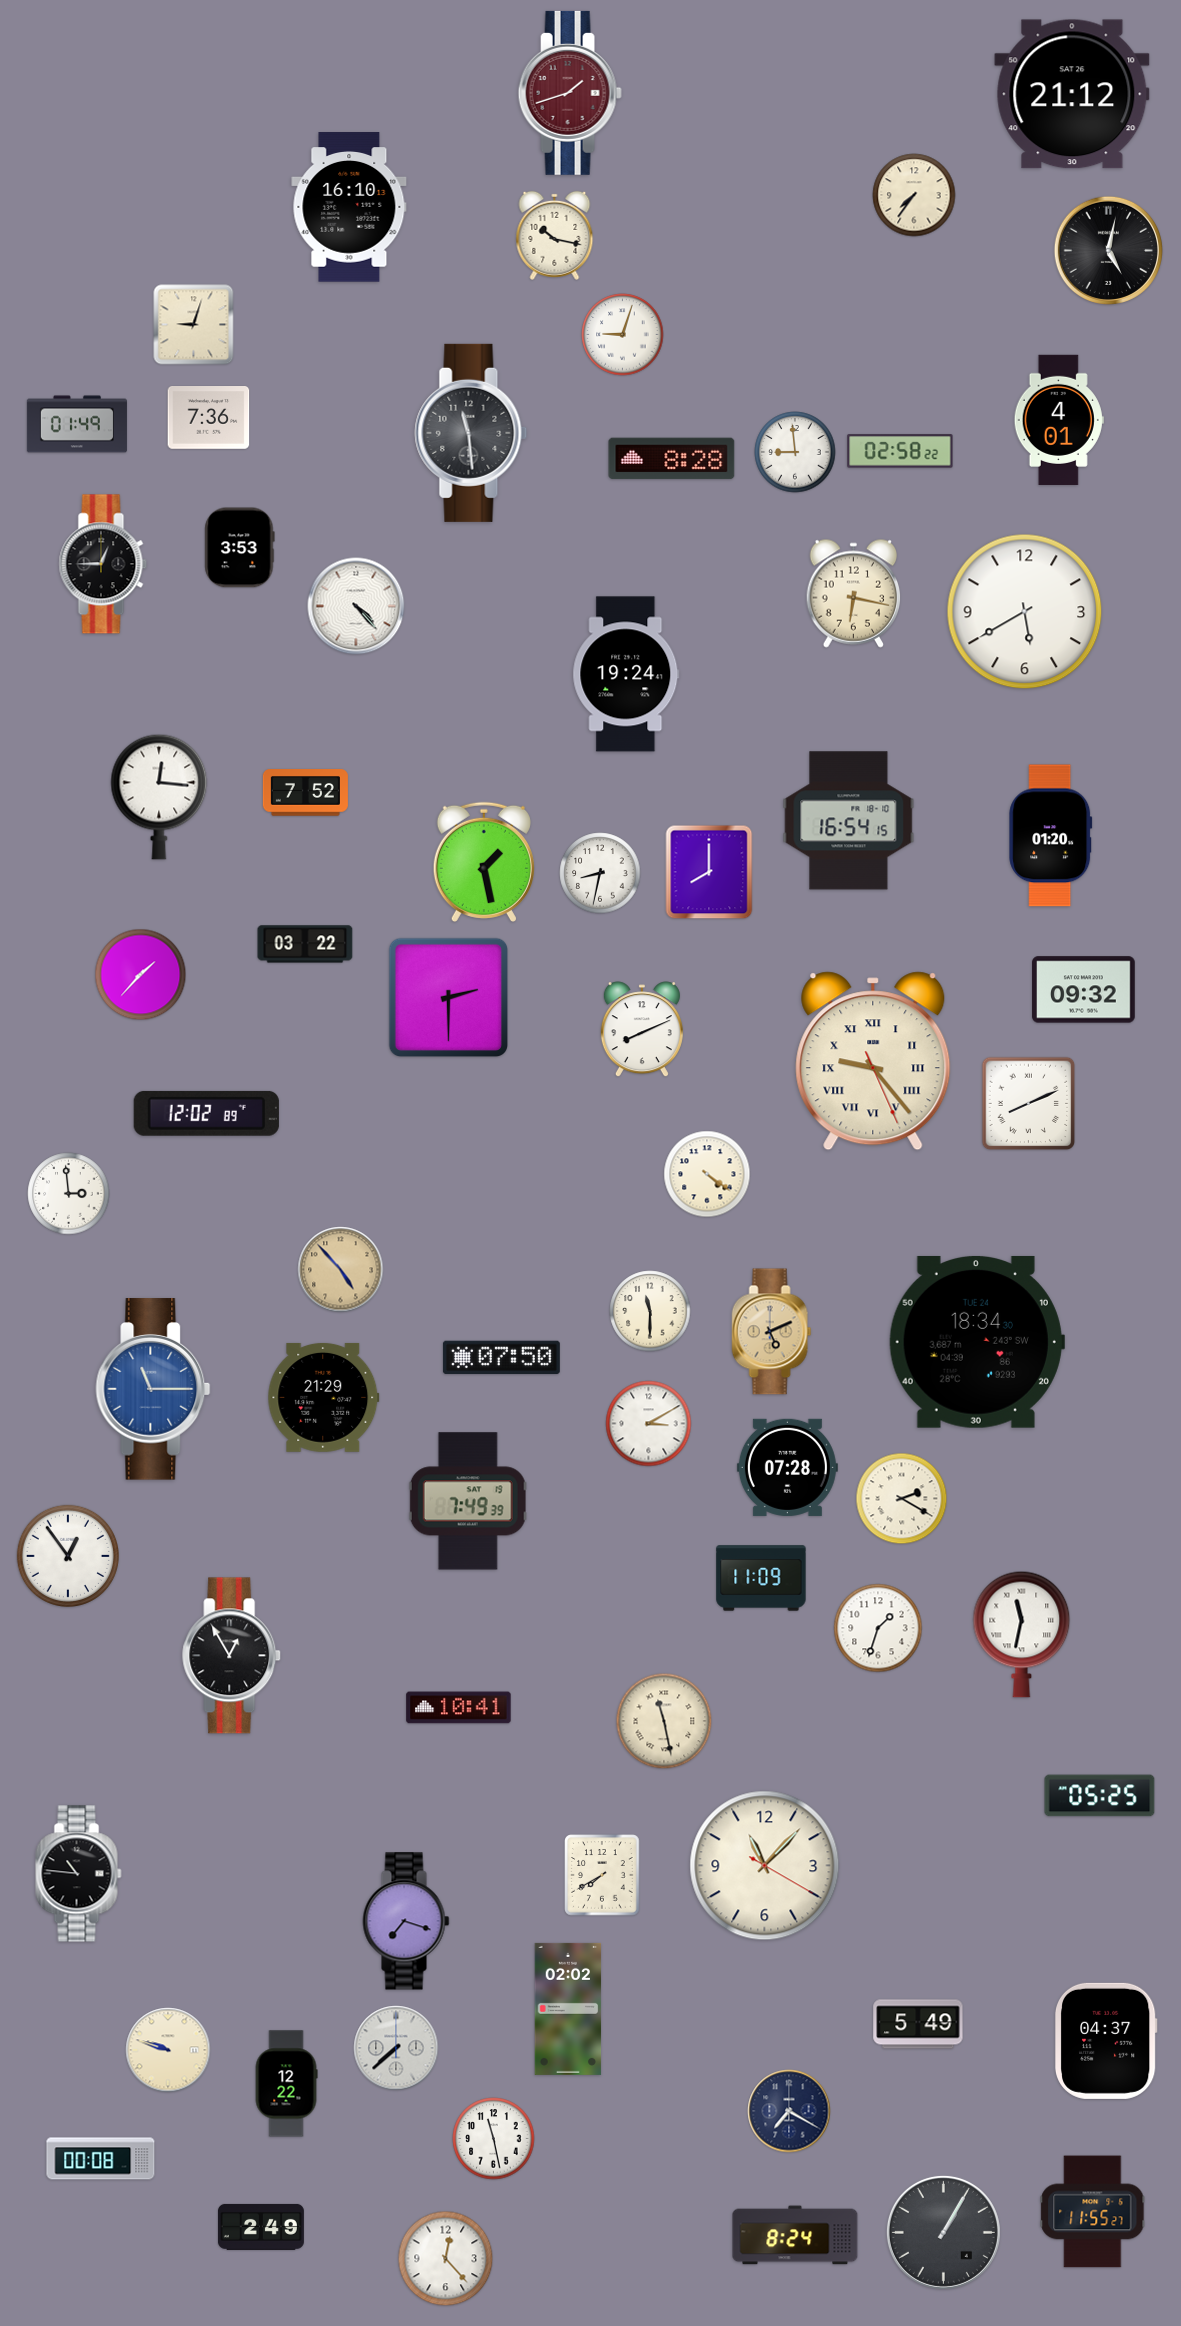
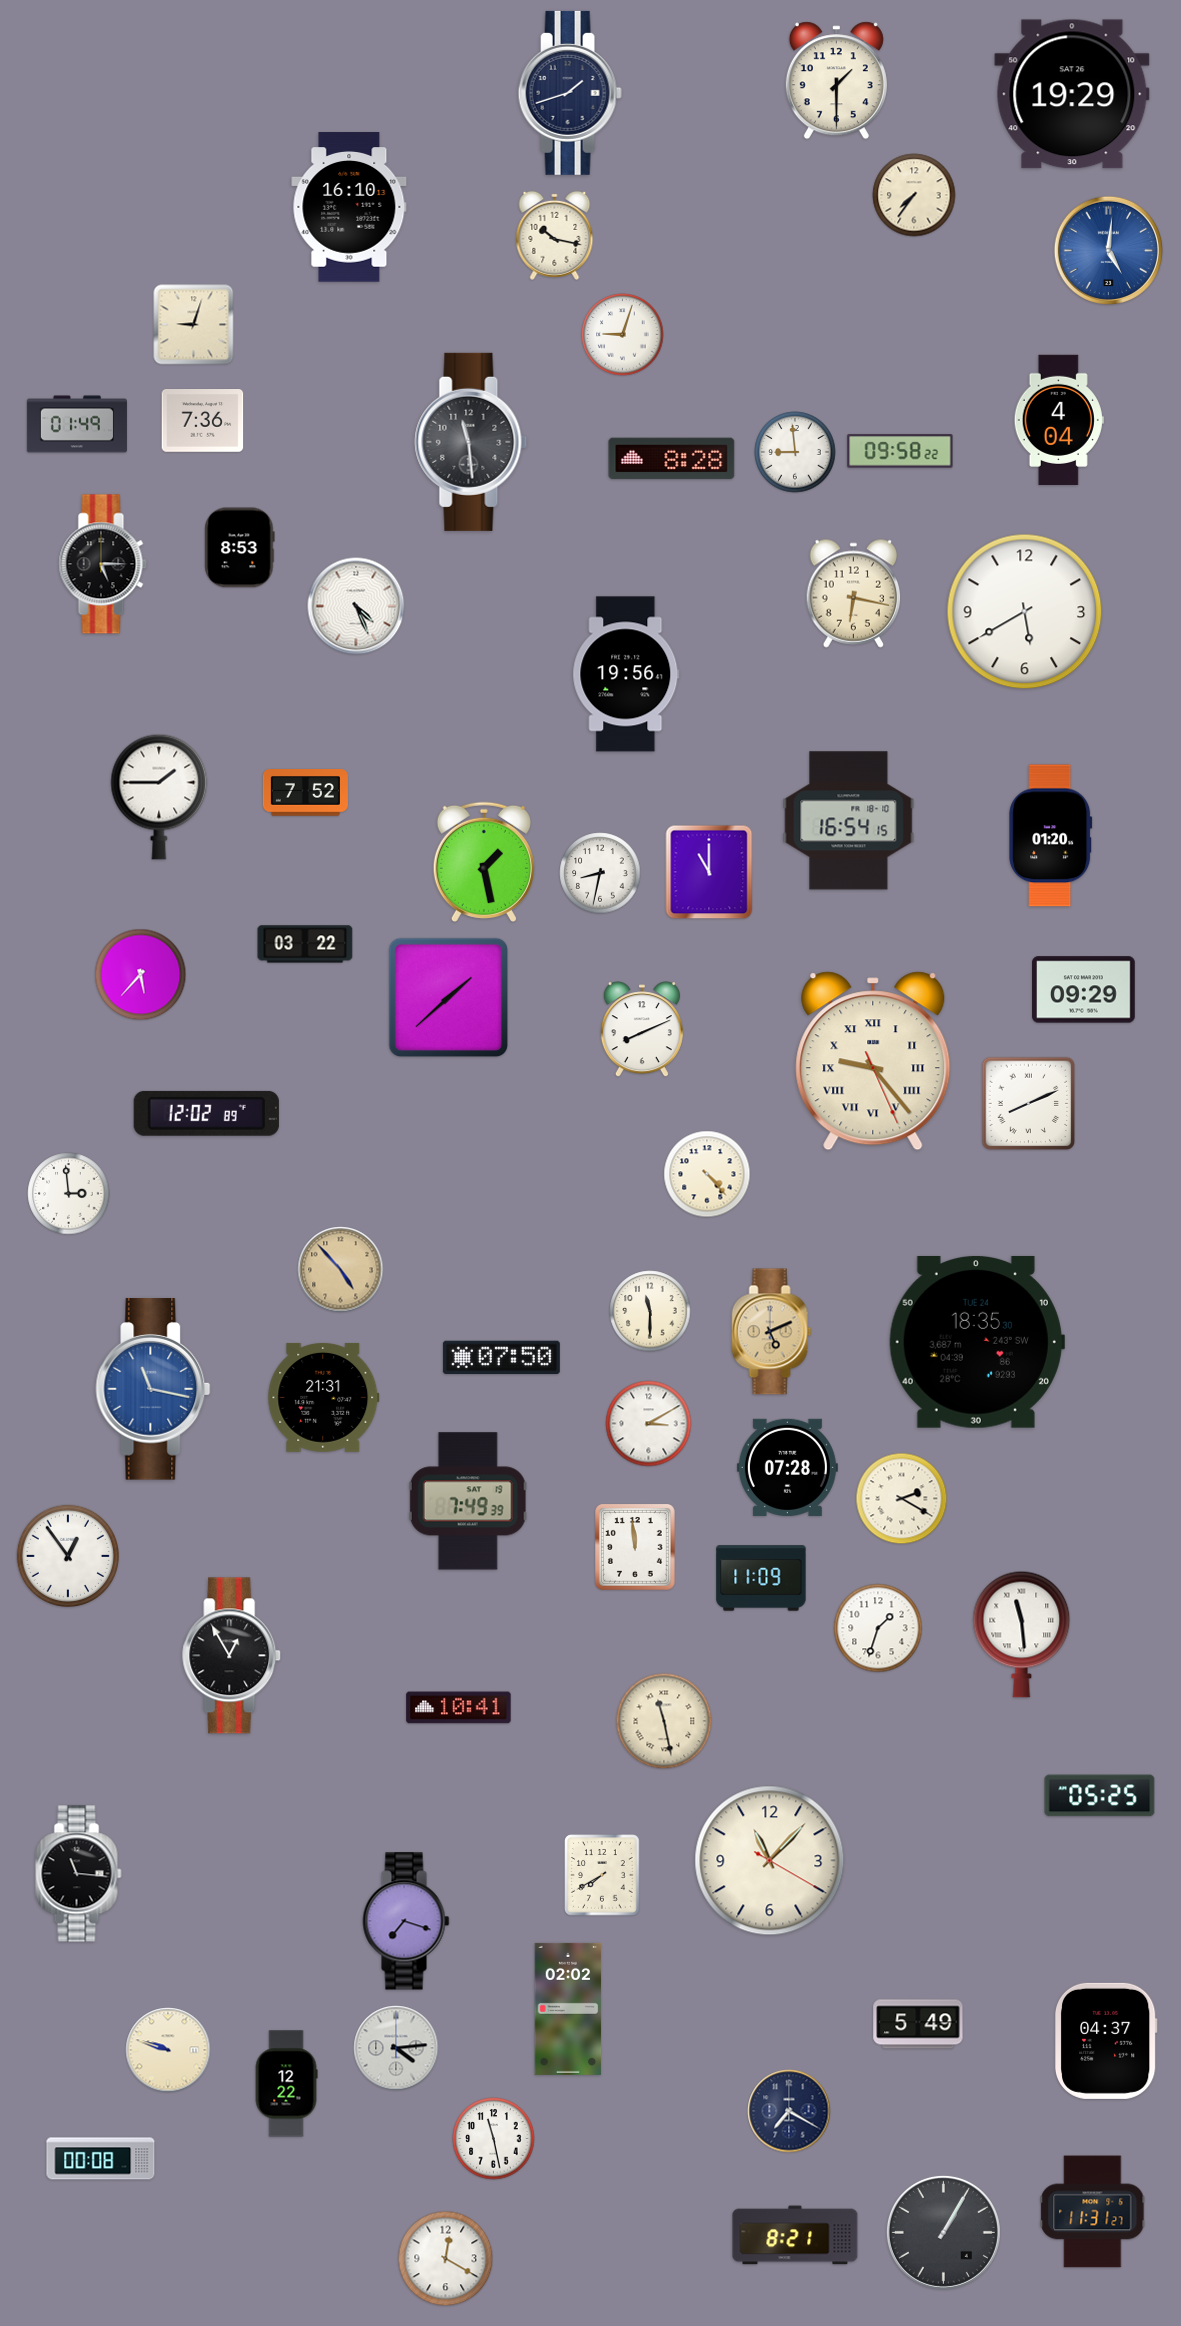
clock at (836, 81): none -> 1:30
clock at (570, 93) dial: burgundy -> navy
clock at (1072, 94): 21:12 -> 19:29
clock at (1108, 250): 5:02 -> 5:01
clock at (1108, 250) dial: black -> blue
clock at (209, 418) position: (209, 418) -> (203, 421)
clock at (1059, 420): 4:01 -> 4:04
clock at (471, 433) position: (471, 433) -> (471, 442)
clock at (900, 451): 02:58 -> 09:58
clock at (240, 548): 3:53 -> 8:53
clock at (103, 564): 12:45 -> 5:15
clock at (356, 606): 4:23 -> 4:26
clock at (626, 674): 19:24 -> 19:56
clock at (159, 797): 12:16 -> 1:45
clock at (709, 872): 8:00 -> 11:00
clock at (141, 975): 1:37 -> 5:37
clock at (1084, 990): 09:32 -> 09:29
clock at (448, 997): 2:30 -> 1:38
clock at (707, 1174): 4:21 -> 4:23
clock at (977, 1342): 18:34 -> 18:35
clock at (153, 1389): 11:15 -> 11:17
clock at (324, 1397): 21:29 -> 21:31
clock at (636, 1548): none -> 11:59
clock at (1022, 1634): 11:32 -> 11:29
clock at (765, 1866) position: (765, 1866) -> (770, 1861)
clock at (79, 1874): 10:46 -> 11:16
clock at (396, 2048): 7:38 -> 4:14
clock at (1093, 2212): 11:55 -> 11:31
clock at (261, 2227): 2:49 -> none
clock at (795, 2235): 8:24 -> 8:21
clock at (446, 2259): 12:23 -> 12:20
